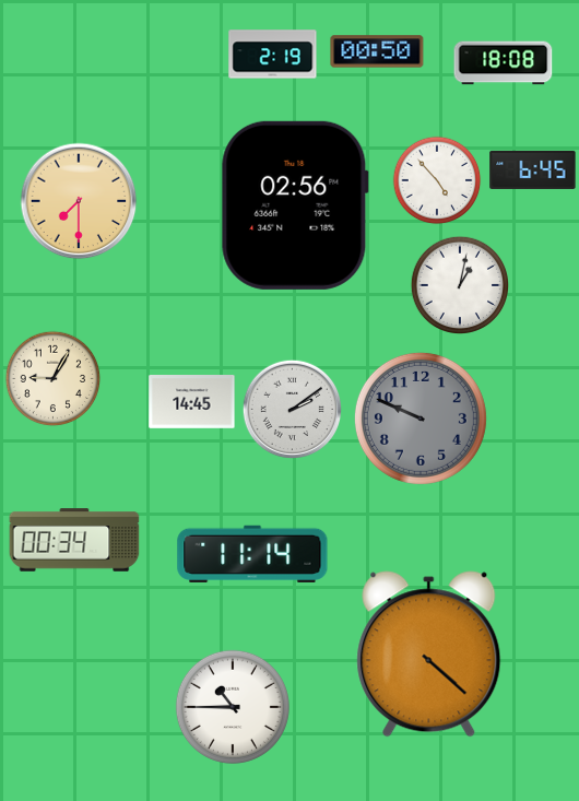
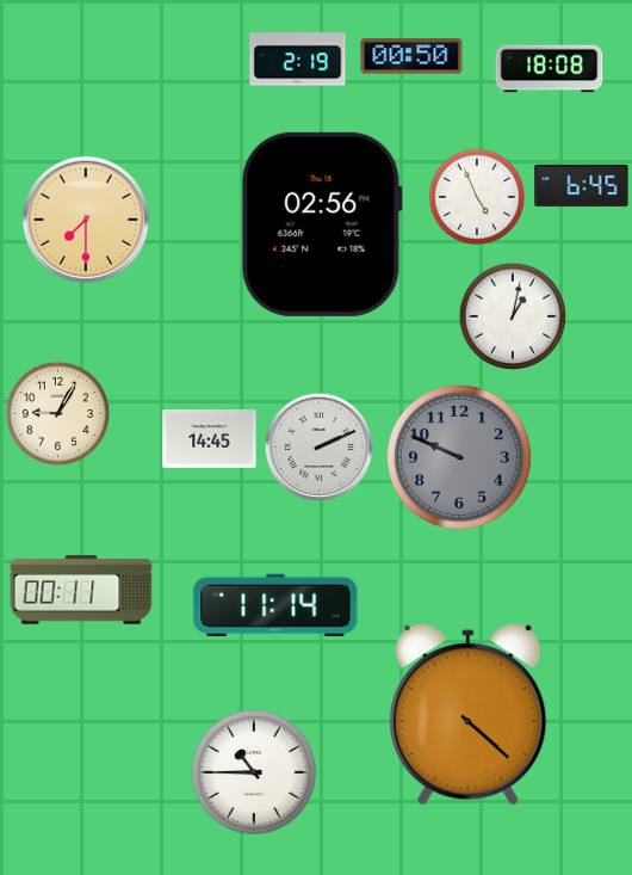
clock at (437, 180): 4:53 -> 4:56
clock at (459, 284) position: (459, 284) -> (512, 315)
clock at (292, 409): 2:09 -> 2:11
clock at (74, 540): 00:34 -> 00:11
